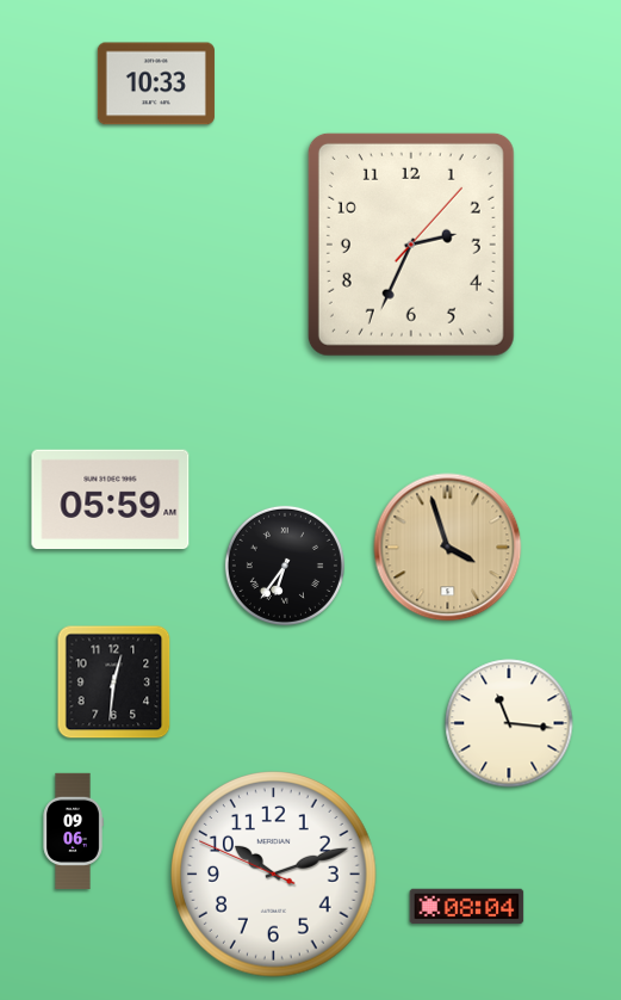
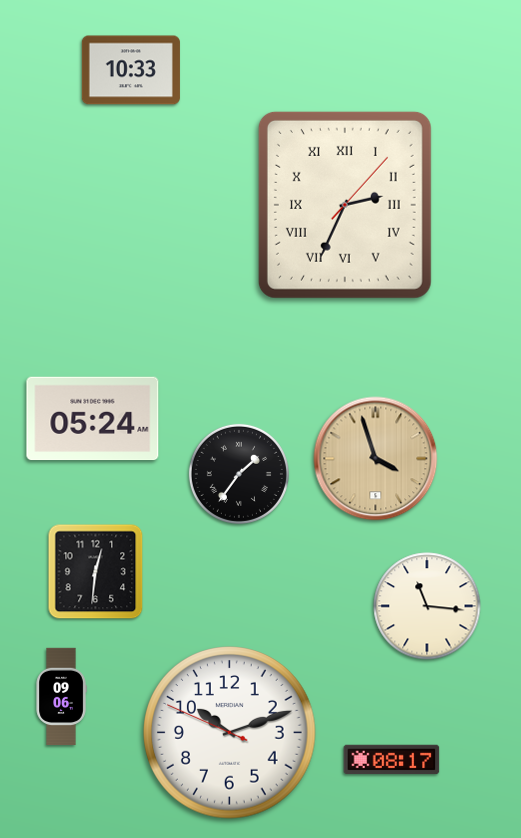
clock at (411, 245) numerals: Arabic -> Roman
clock at (111, 500): 05:59 -> 05:24
clock at (285, 566): 6:36 -> 1:36
clock at (467, 907): 08:04 -> 08:17
